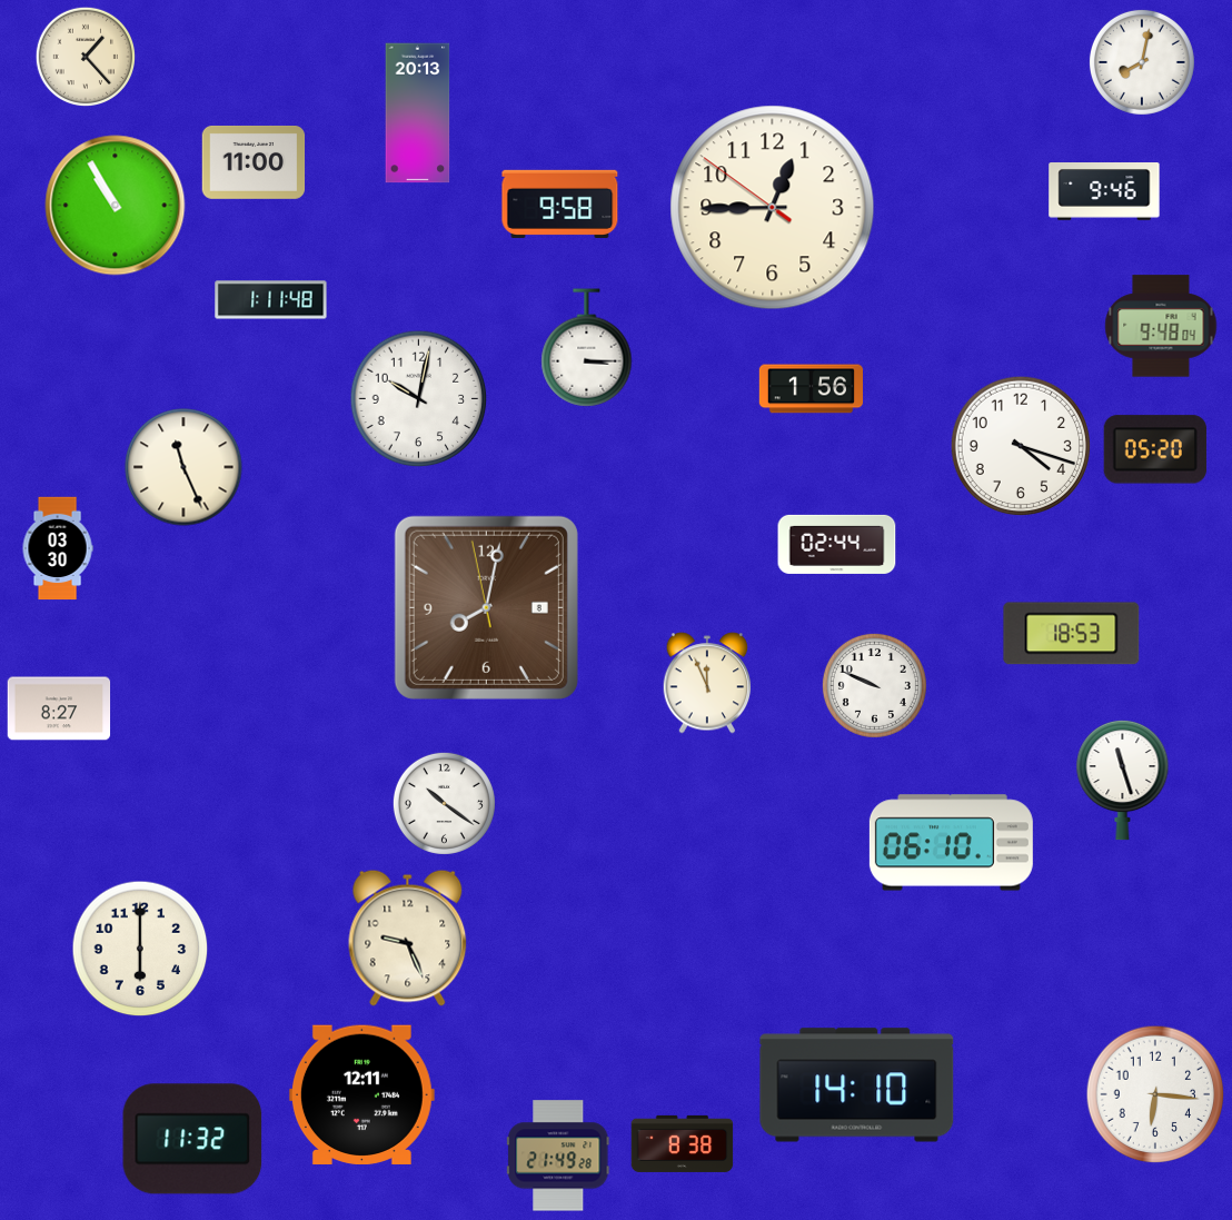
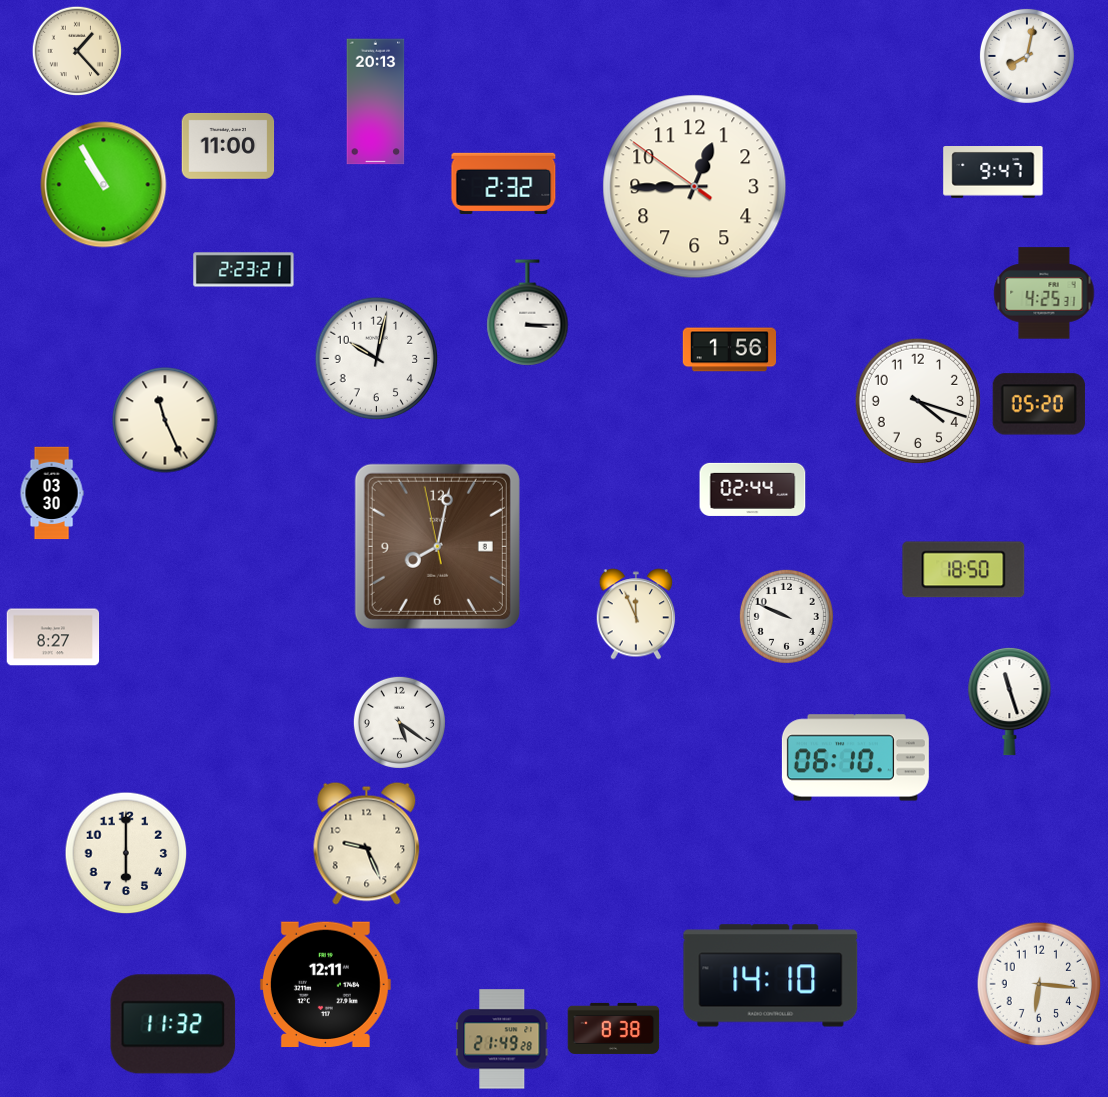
clock at (1104, 192): 9:46 -> 9:47
clock at (560, 204): 9:58 -> 2:32
clock at (271, 300): 1:11 -> 2:23
clock at (1161, 326): 9:48 -> 4:25
clock at (1072, 634): 18:53 -> 18:50
clock at (444, 803): 10:21 -> 5:21
